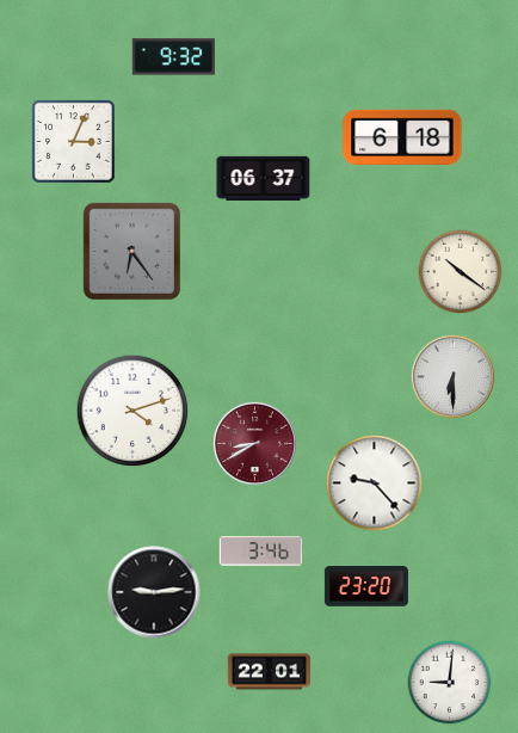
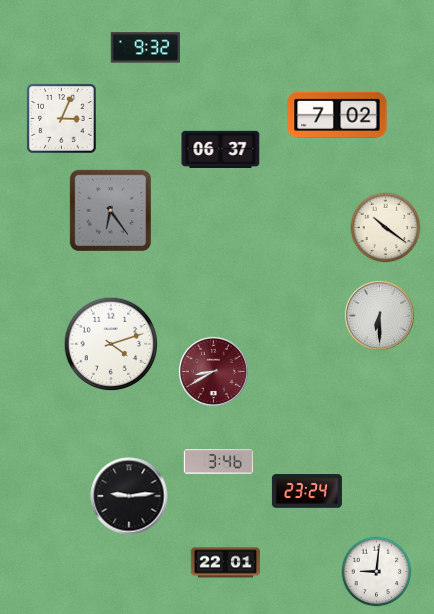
clock at (402, 137): 6:18 -> 7:02
clock at (375, 483): 9:23 -> none
clock at (366, 586): 23:20 -> 23:24
